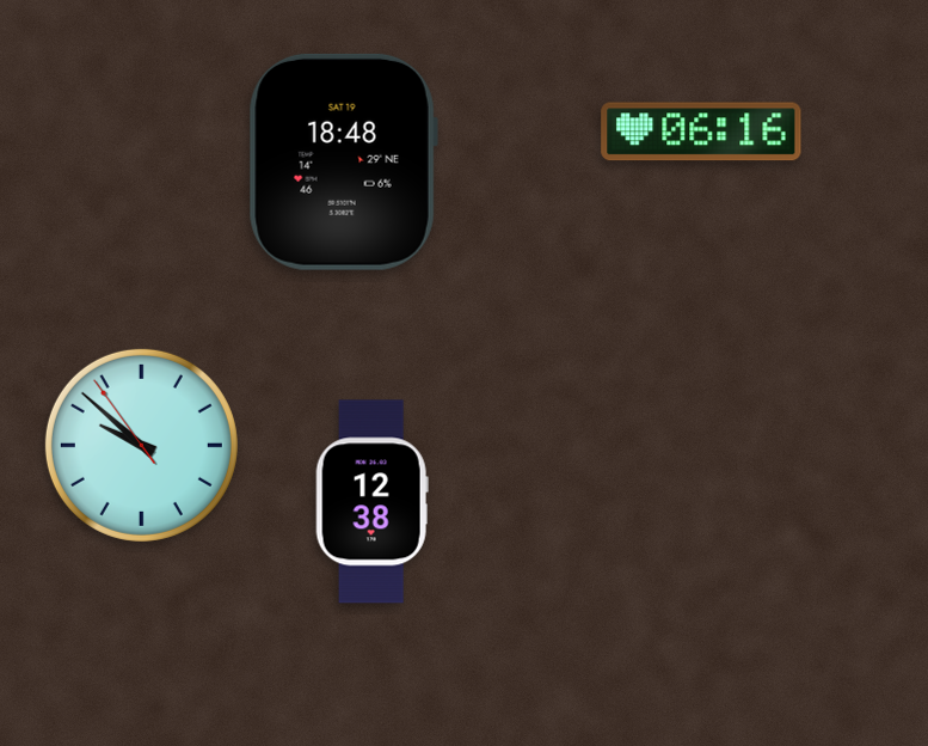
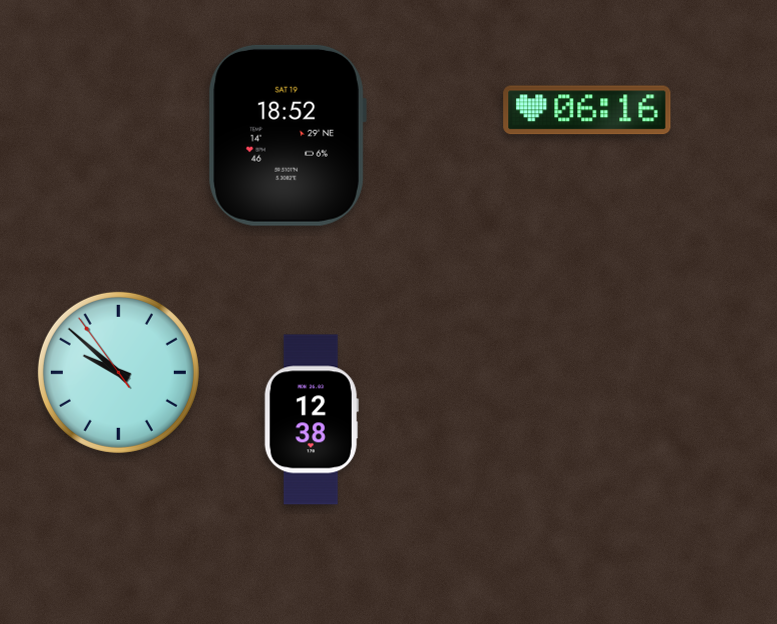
clock at (343, 161): 18:48 -> 18:52
